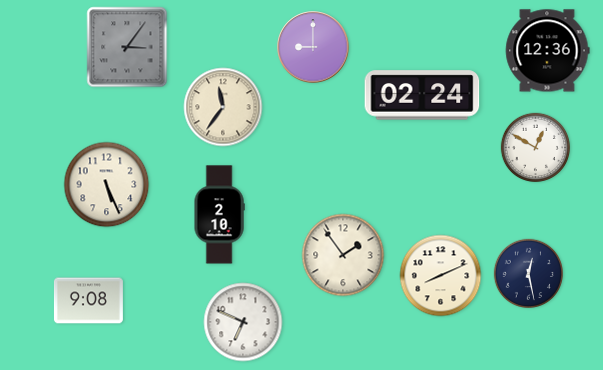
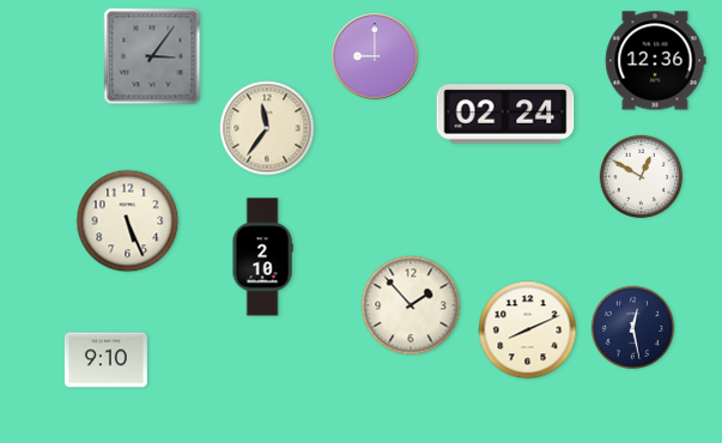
clock at (343, 255): 1:54 -> 1:53
clock at (88, 301): 9:08 -> 9:10
clock at (243, 322): 6:49 -> none
